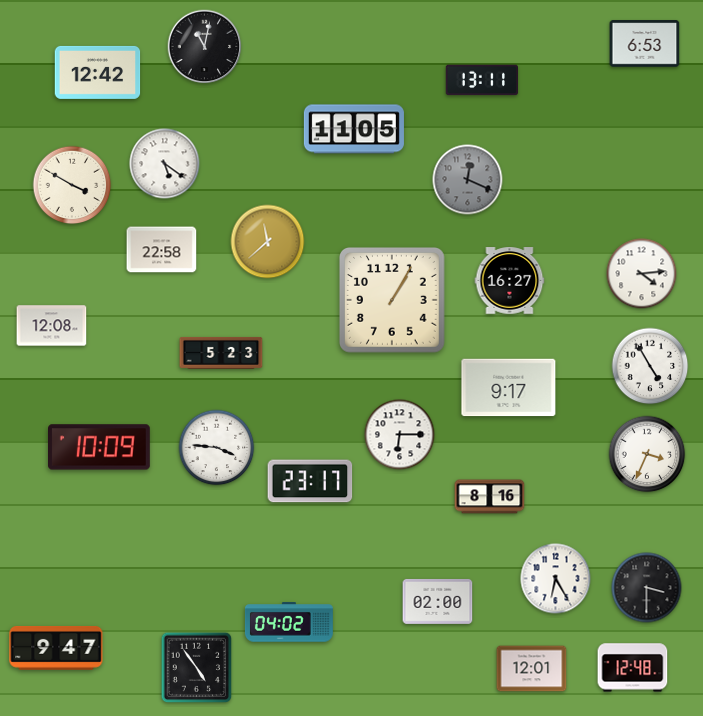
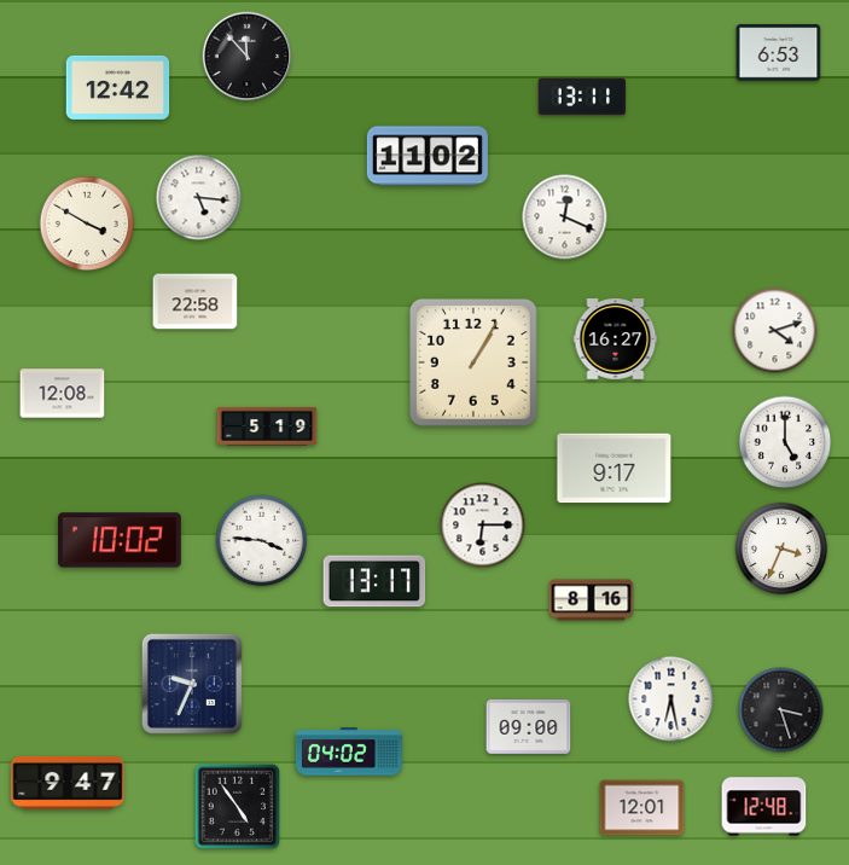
clock at (205, 47): 11:02 -> 11:53
clock at (354, 129): 11:05 -> 11:02
clock at (165, 164): 5:21 -> 5:16
clock at (468, 180) dial: grey -> white
clock at (268, 242): 11:38 -> none
clock at (642, 274): 4:14 -> 4:12
clock at (221, 353): 5:23 -> 5:19
clock at (650, 366): 4:55 -> 5:00
clock at (100, 447): 10:09 -> 10:02
clock at (310, 481): 23:17 -> 13:17
clock at (192, 684): none -> 9:34
clock at (556, 579): 6:25 -> 6:28
clock at (647, 588): 3:30 -> 3:27
clock at (438, 601): 02:00 -> 09:00
